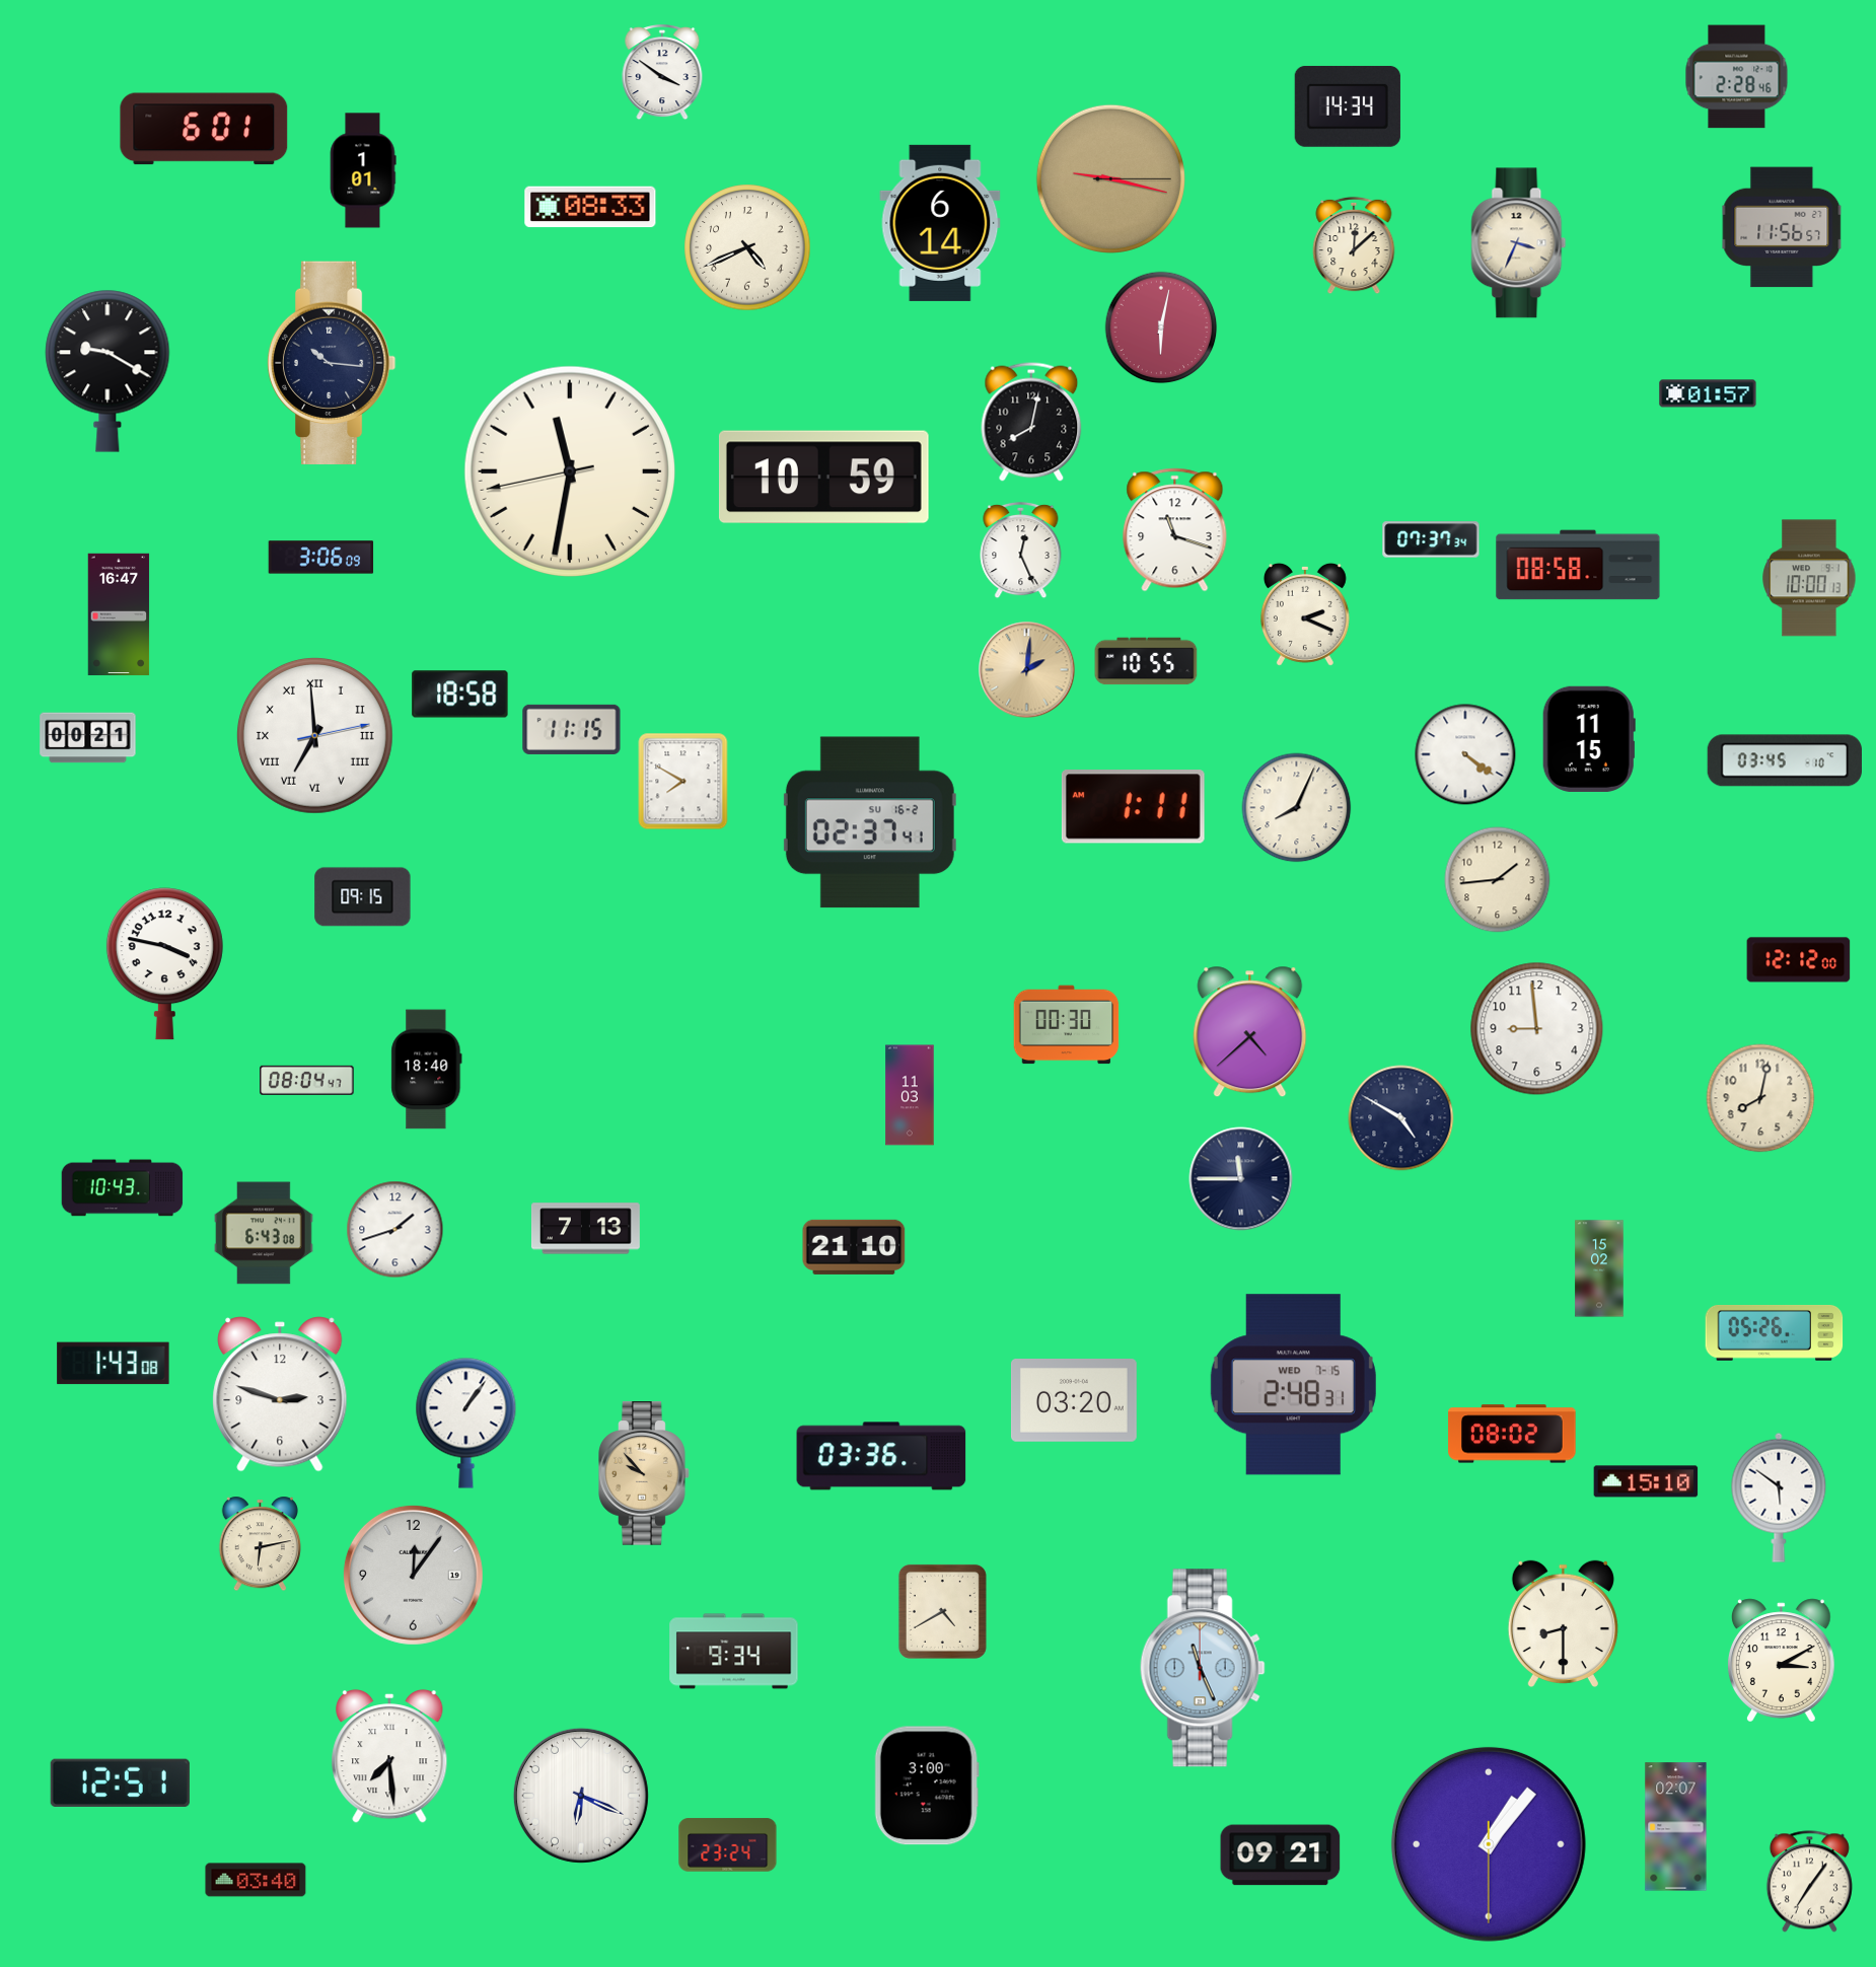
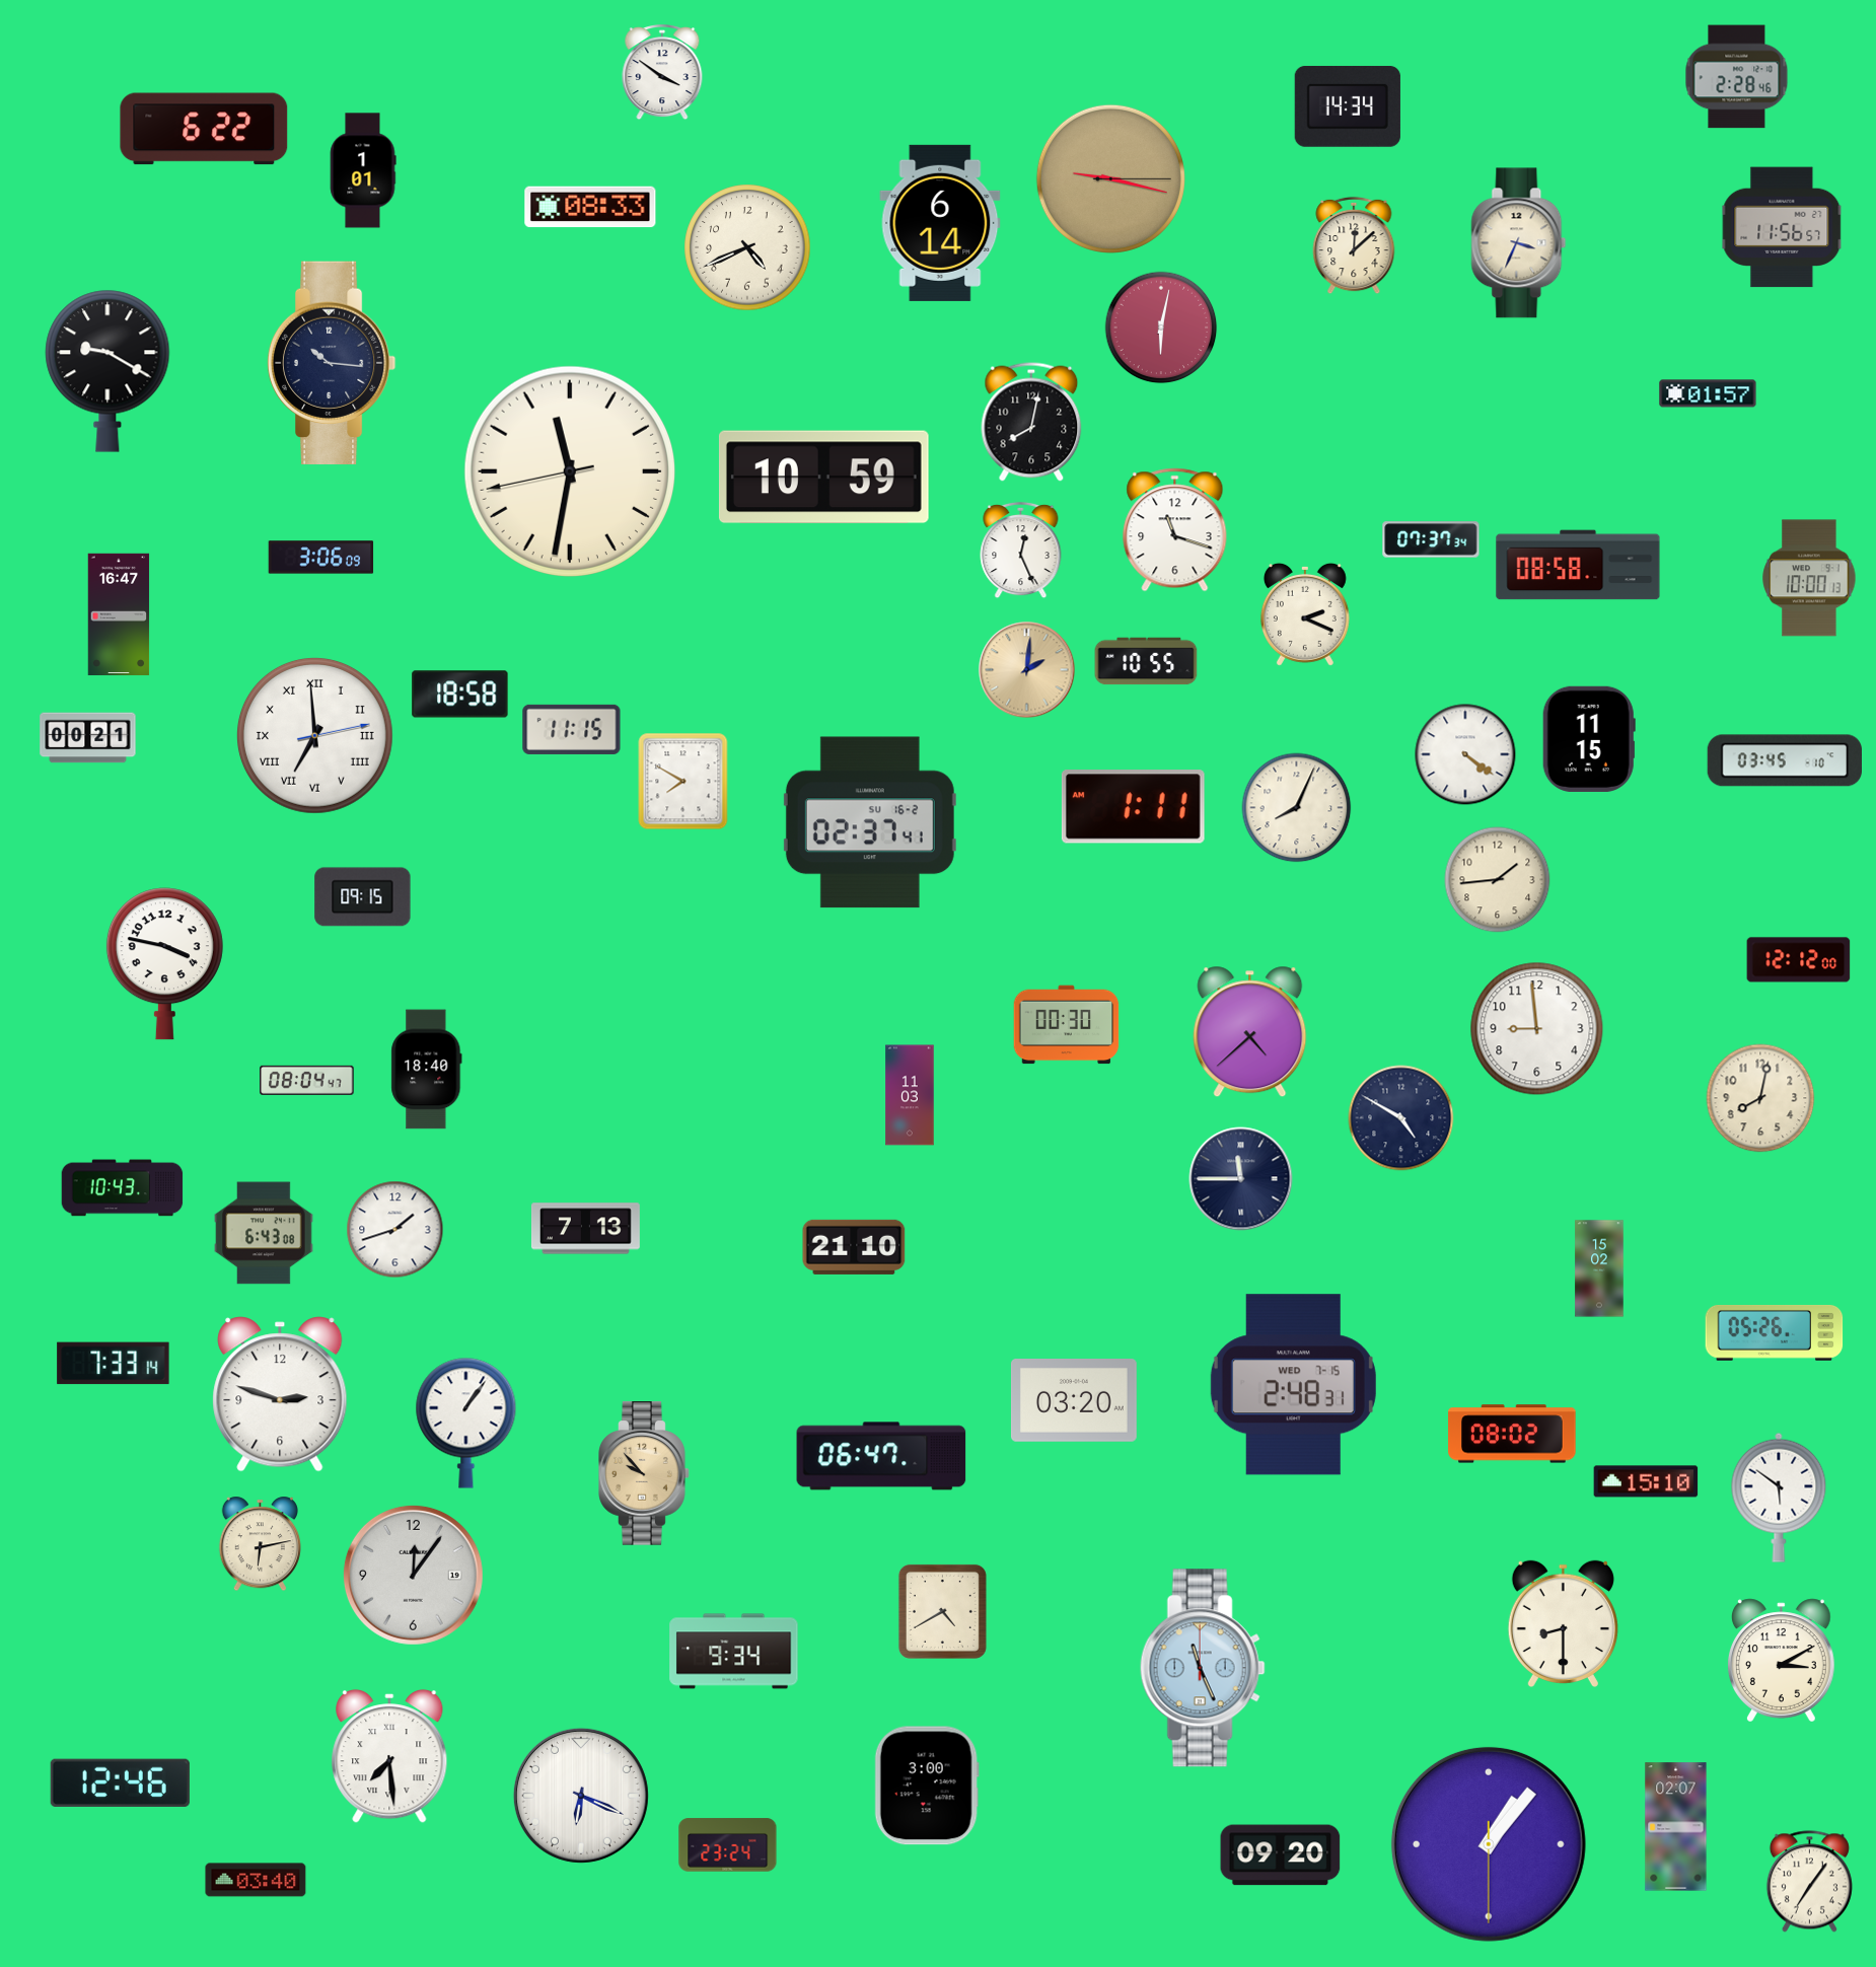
clock at (204, 129): 6:01 -> 6:22
clock at (114, 1364): 1:43 -> 7:33
clock at (881, 1456): 03:36 -> 06:47
clock at (120, 1782): 12:51 -> 12:46
clock at (1281, 1855): 09:21 -> 09:20
